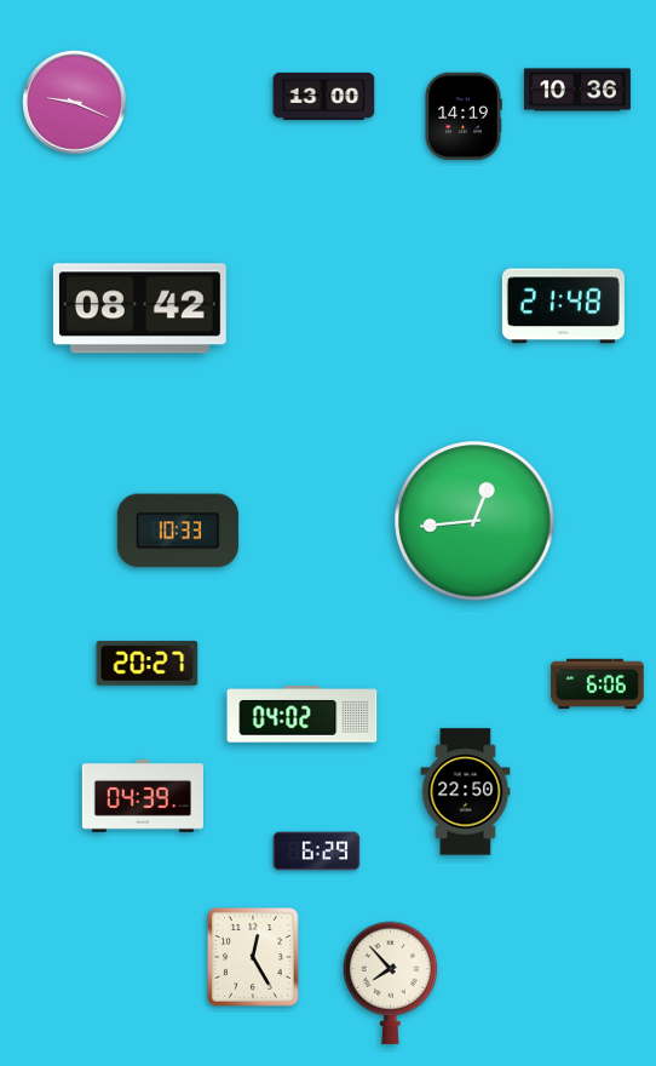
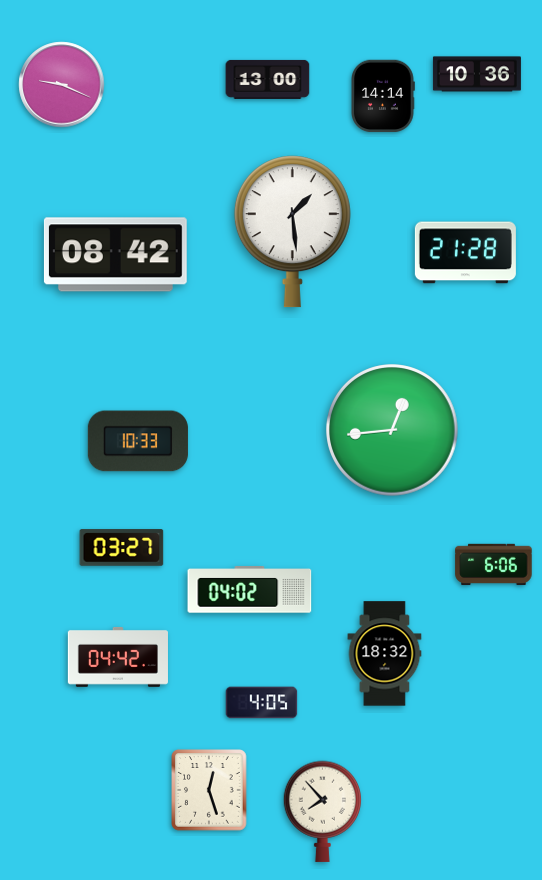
clock at (464, 116): 14:19 -> 14:14
clock at (292, 232): none -> 1:29
clock at (563, 306): 21:48 -> 21:28
clock at (178, 531) position: (178, 531) -> (138, 441)
clock at (148, 664): 20:27 -> 03:27
clock at (466, 792): 22:50 -> 18:32
clock at (143, 796): 04:39 -> 04:42
clock at (317, 852): 6:29 -> 4:05
clock at (253, 957): 12:25 -> 12:27
